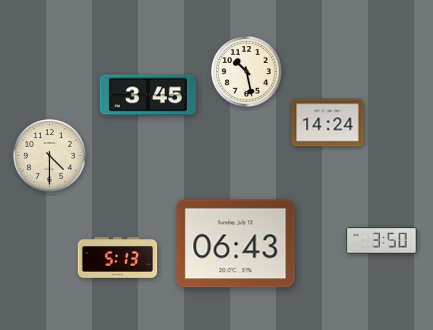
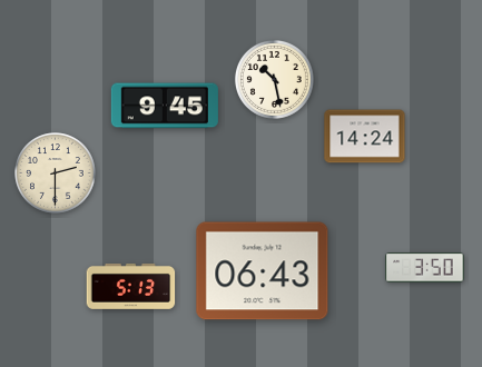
clock at (148, 95): 3:45 -> 9:45
clock at (50, 156): 4:30 -> 2:30
